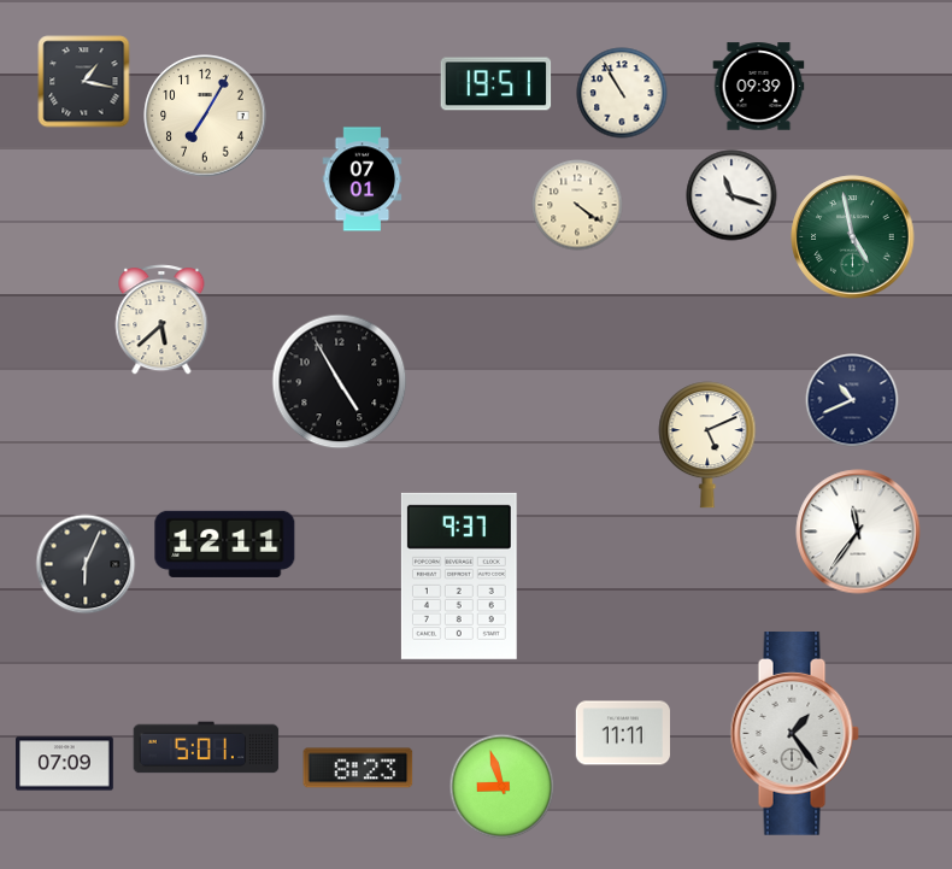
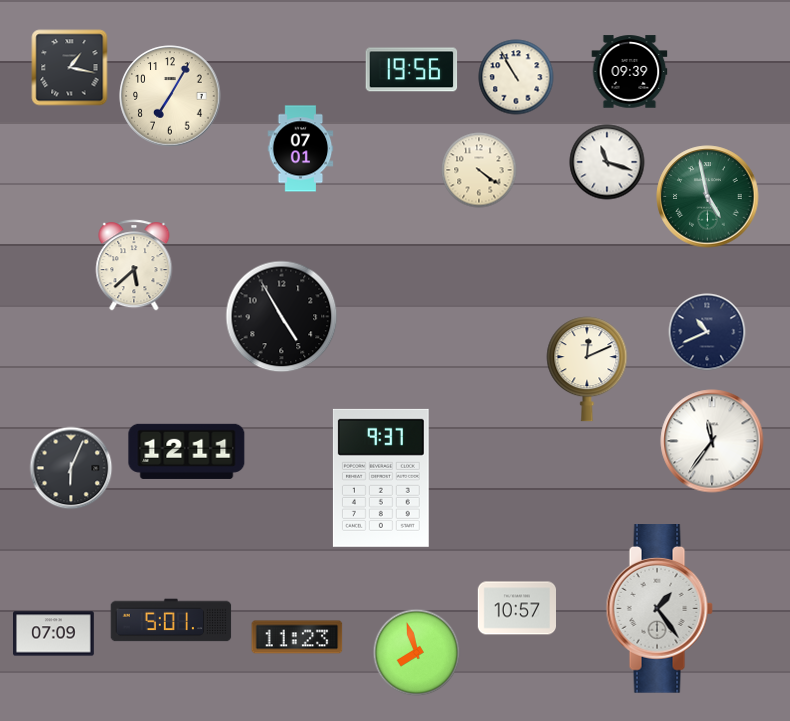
clock at (496, 84): 19:51 -> 19:56
clock at (707, 445): 5:11 -> 12:11
clock at (622, 733): 11:11 -> 10:57
clock at (358, 768): 8:23 -> 11:23
clock at (503, 787): 8:57 -> 7:57
